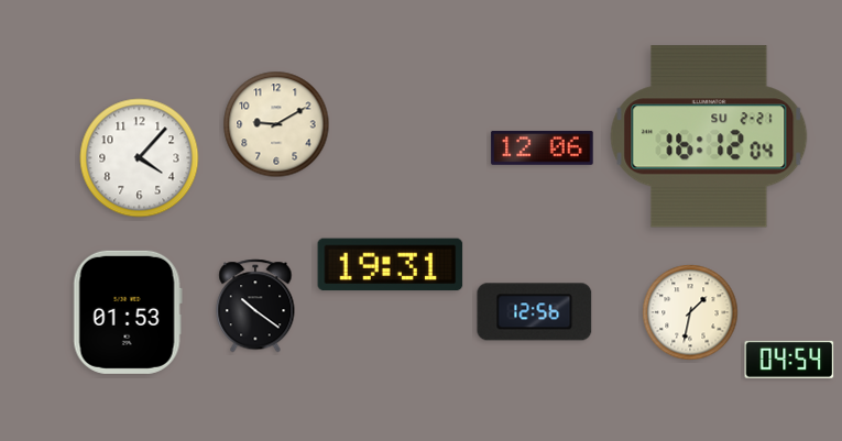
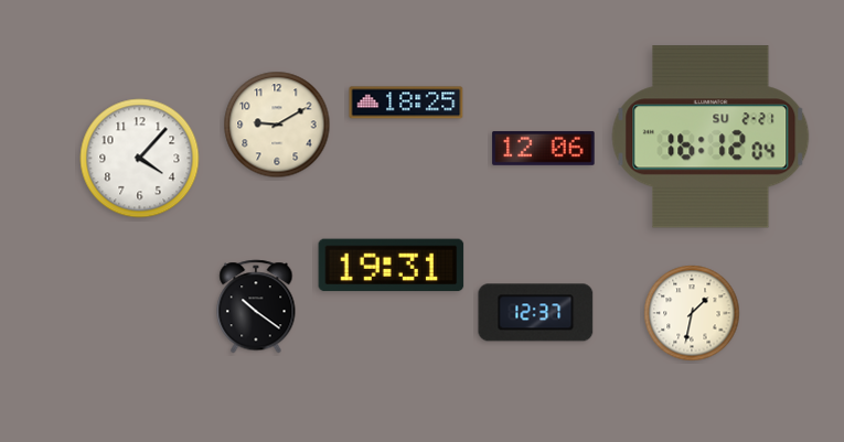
clock at (406, 103): none -> 18:25
clock at (128, 312): 01:53 -> none
clock at (535, 312): 12:56 -> 12:37
clock at (789, 360): 04:54 -> none
